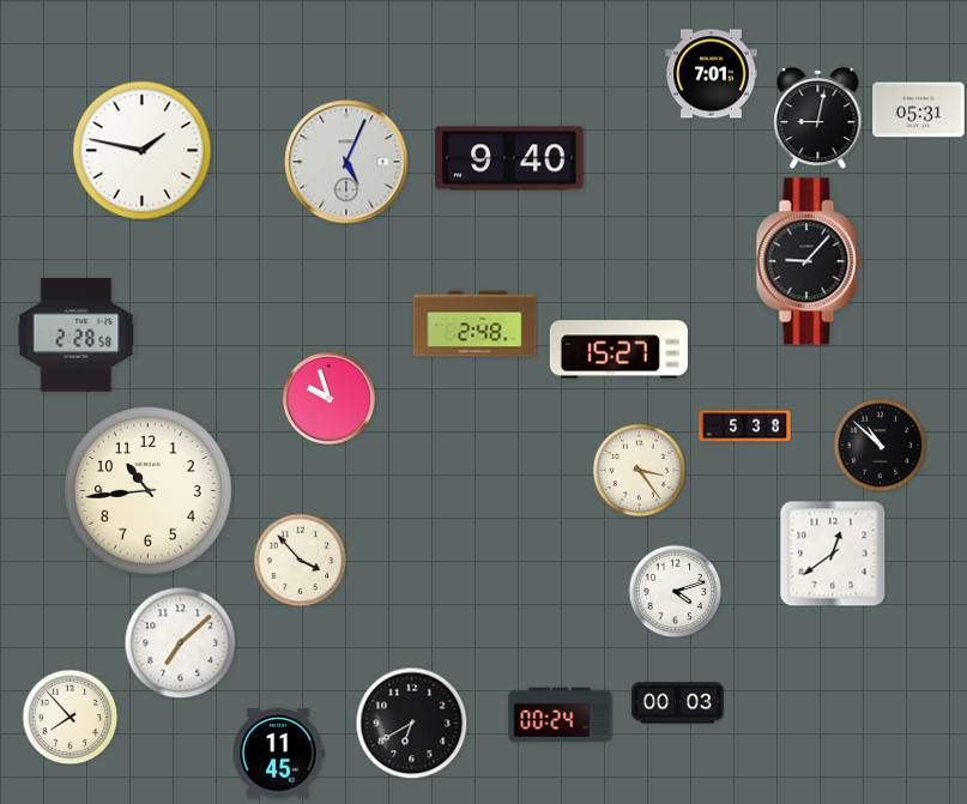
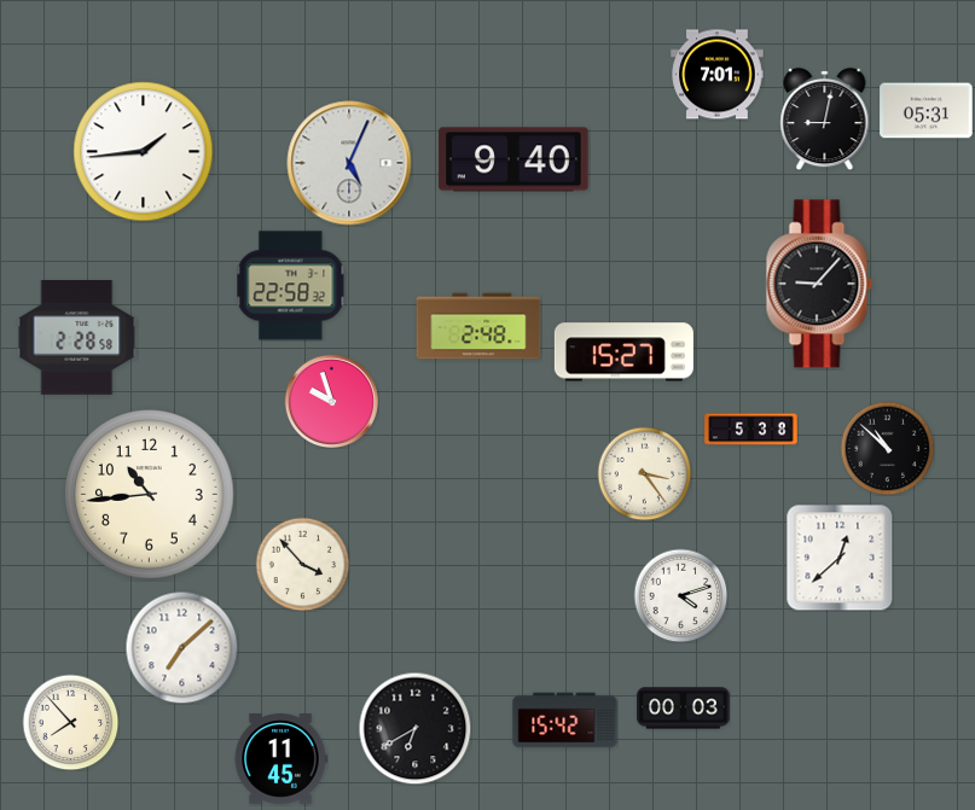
clock at (143, 151): 1:47 -> 1:44
clock at (809, 261) position: (809, 261) -> (819, 284)
clock at (291, 286): none -> 22:58
clock at (833, 554): 12:39 -> 12:38
clock at (561, 715): 00:24 -> 15:42
